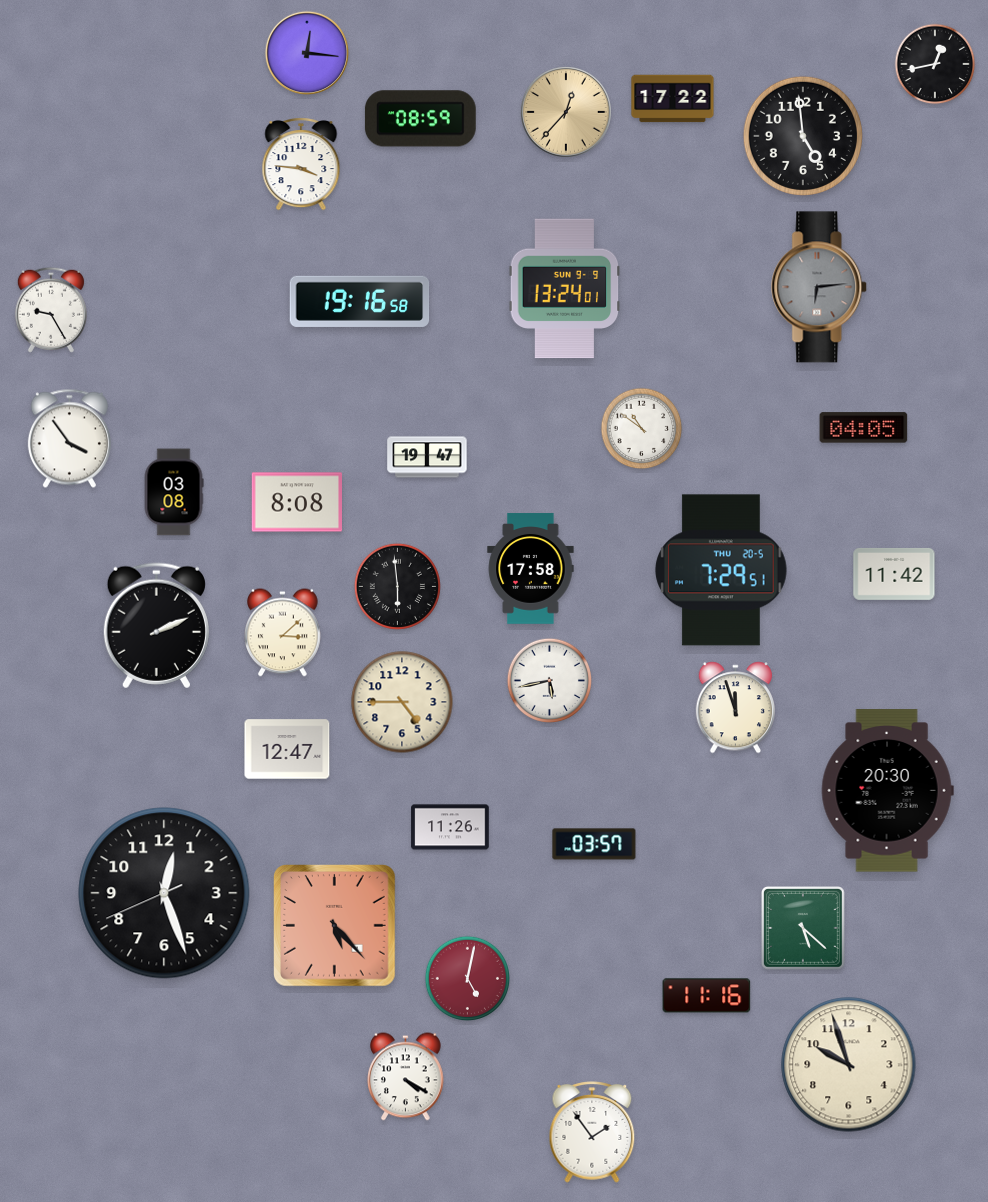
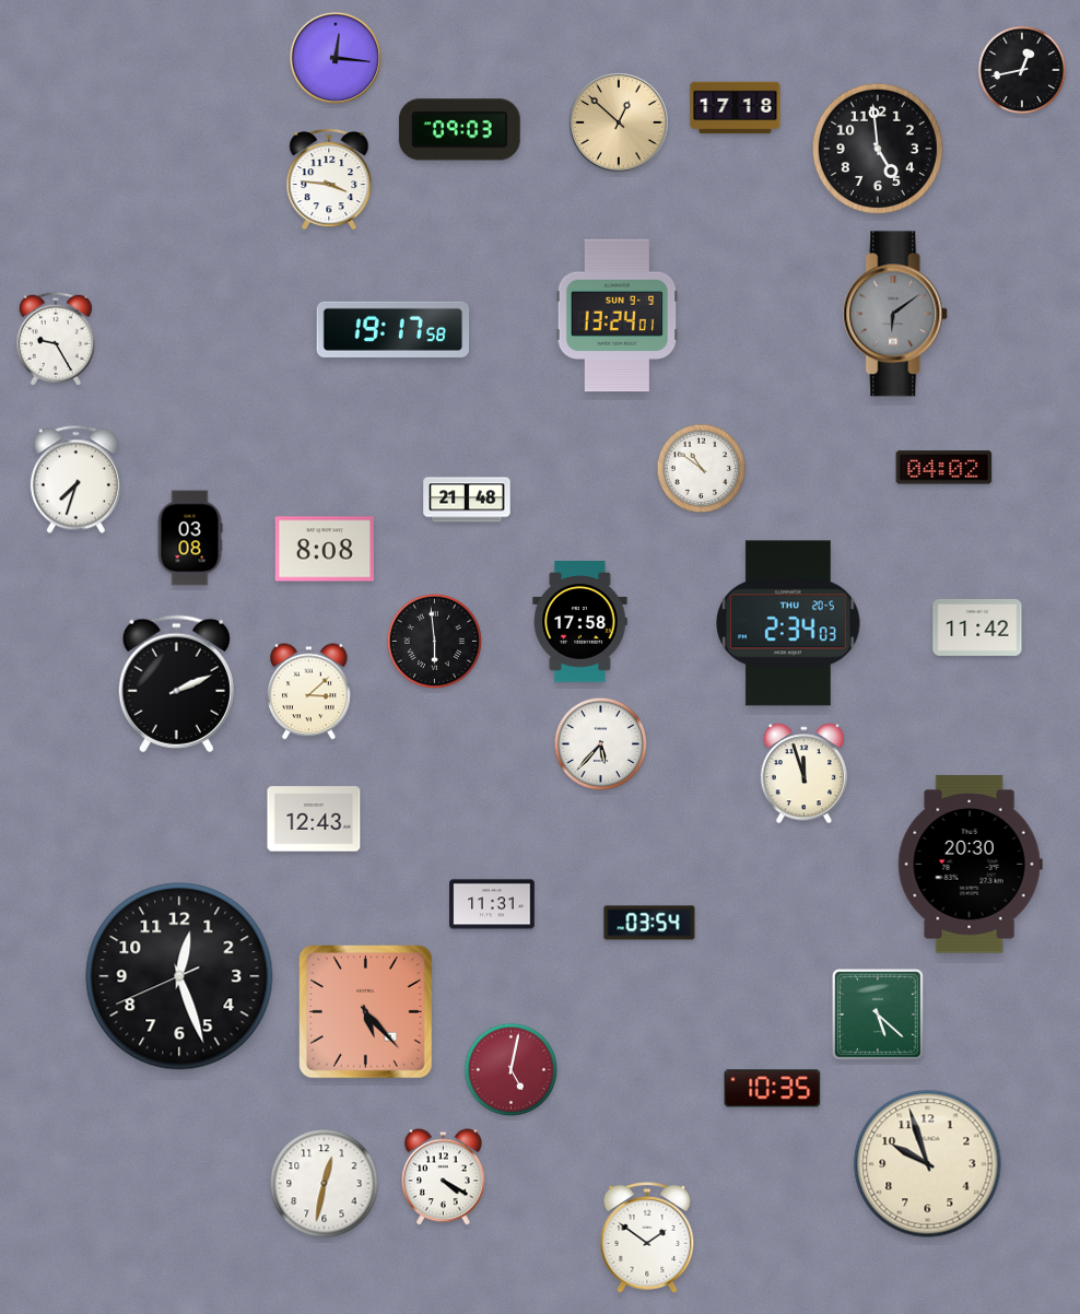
clock at (673, 99): 17:22 -> 17:18
clock at (566, 112): 12:37 -> 12:52
clock at (420, 119): 08:59 -> 09:03
clock at (820, 287): 6:14 -> 6:09
clock at (360, 301): 19:16 -> 19:17
clock at (864, 428): 04:05 -> 04:02
clock at (69, 439): 3:54 -> 7:33
clock at (427, 457): 19:47 -> 21:48
clock at (721, 570): 7:29 -> 2:34
clock at (156, 626) position: (156, 626) -> (176, 684)
clock at (549, 680): 5:43 -> 5:37
clock at (402, 702): 4:45 -> none
clock at (287, 749): 12:47 -> 12:43
clock at (450, 827): 11:26 -> 11:31
clock at (594, 844): 03:57 -> 03:54
clock at (707, 996): 11:16 -> 10:35
clock at (325, 1184): none -> 12:32
clock at (592, 1132): 1:54 -> 1:51
